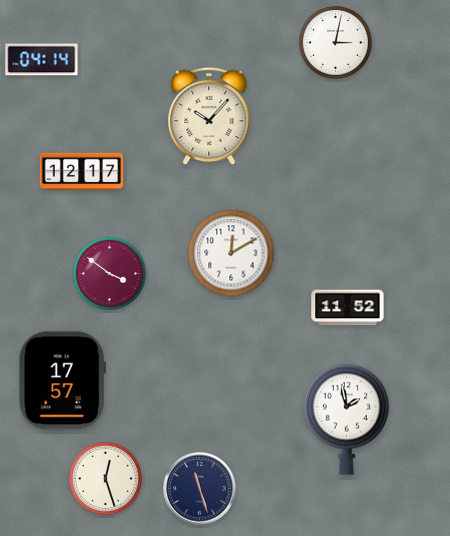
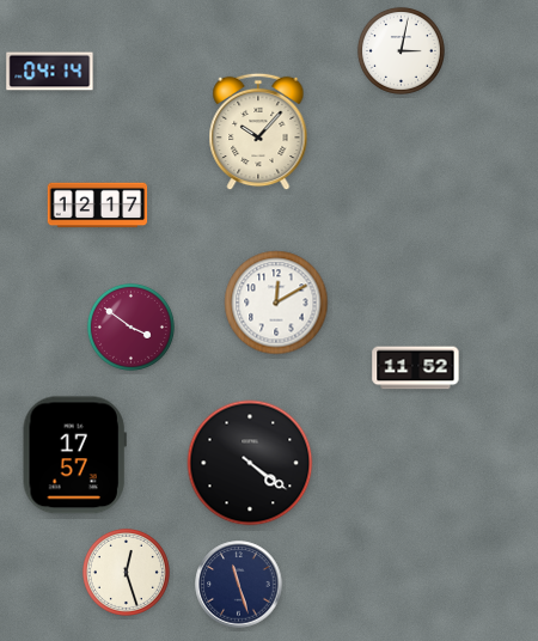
clock at (209, 116) position: (209, 116) -> (258, 132)
clock at (250, 463): none -> 4:21
clock at (346, 419): 1:58 -> none
